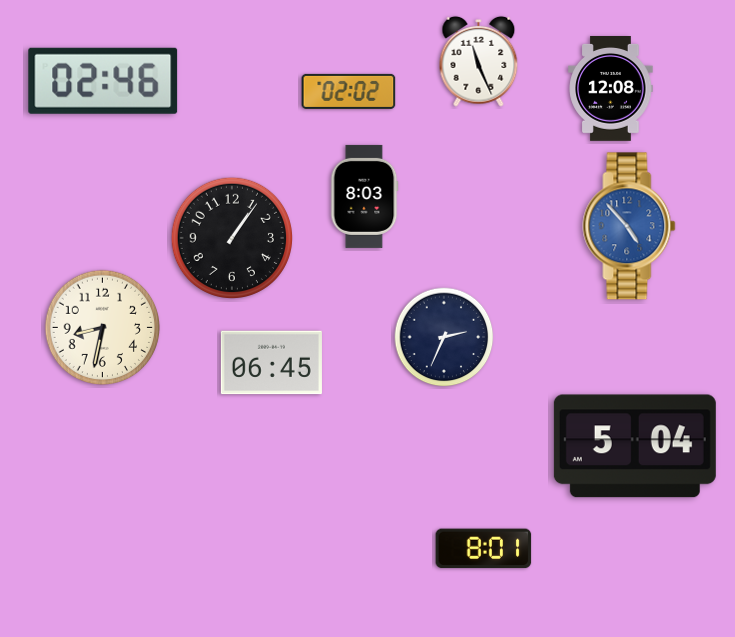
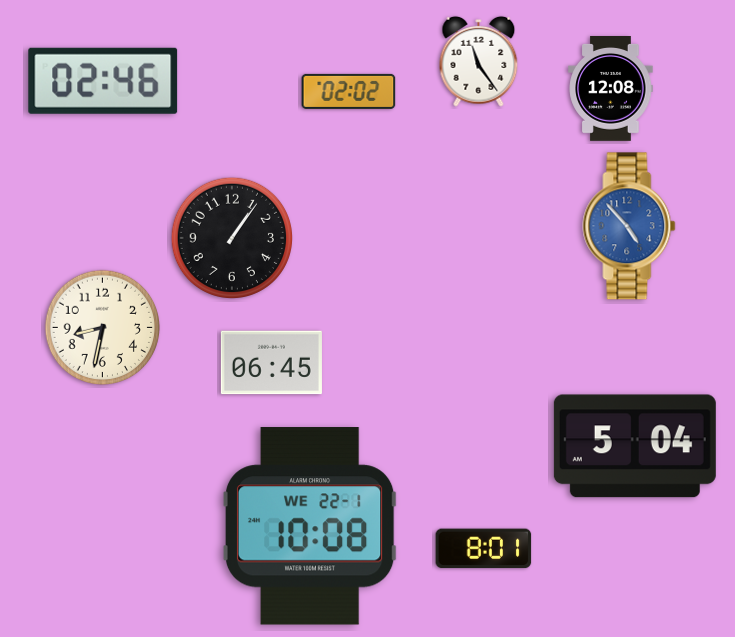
clock at (479, 61): 11:26 -> 11:24
clock at (364, 196): 8:03 -> none
clock at (444, 337): 2:34 -> none
clock at (310, 526): none -> 10:08
